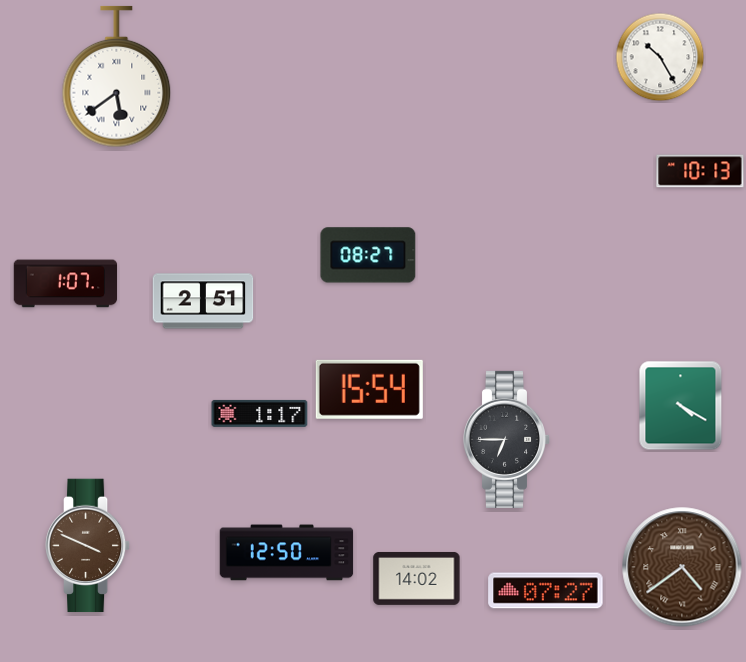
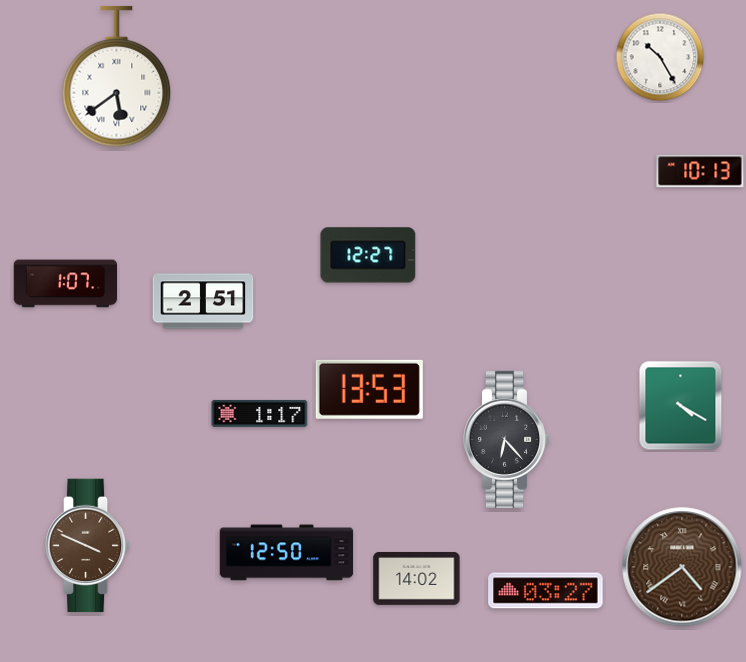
clock at (368, 255): 08:27 -> 12:27
clock at (369, 389): 15:54 -> 13:53
clock at (506, 439): 6:45 -> 6:23
clock at (546, 591): 07:27 -> 03:27
